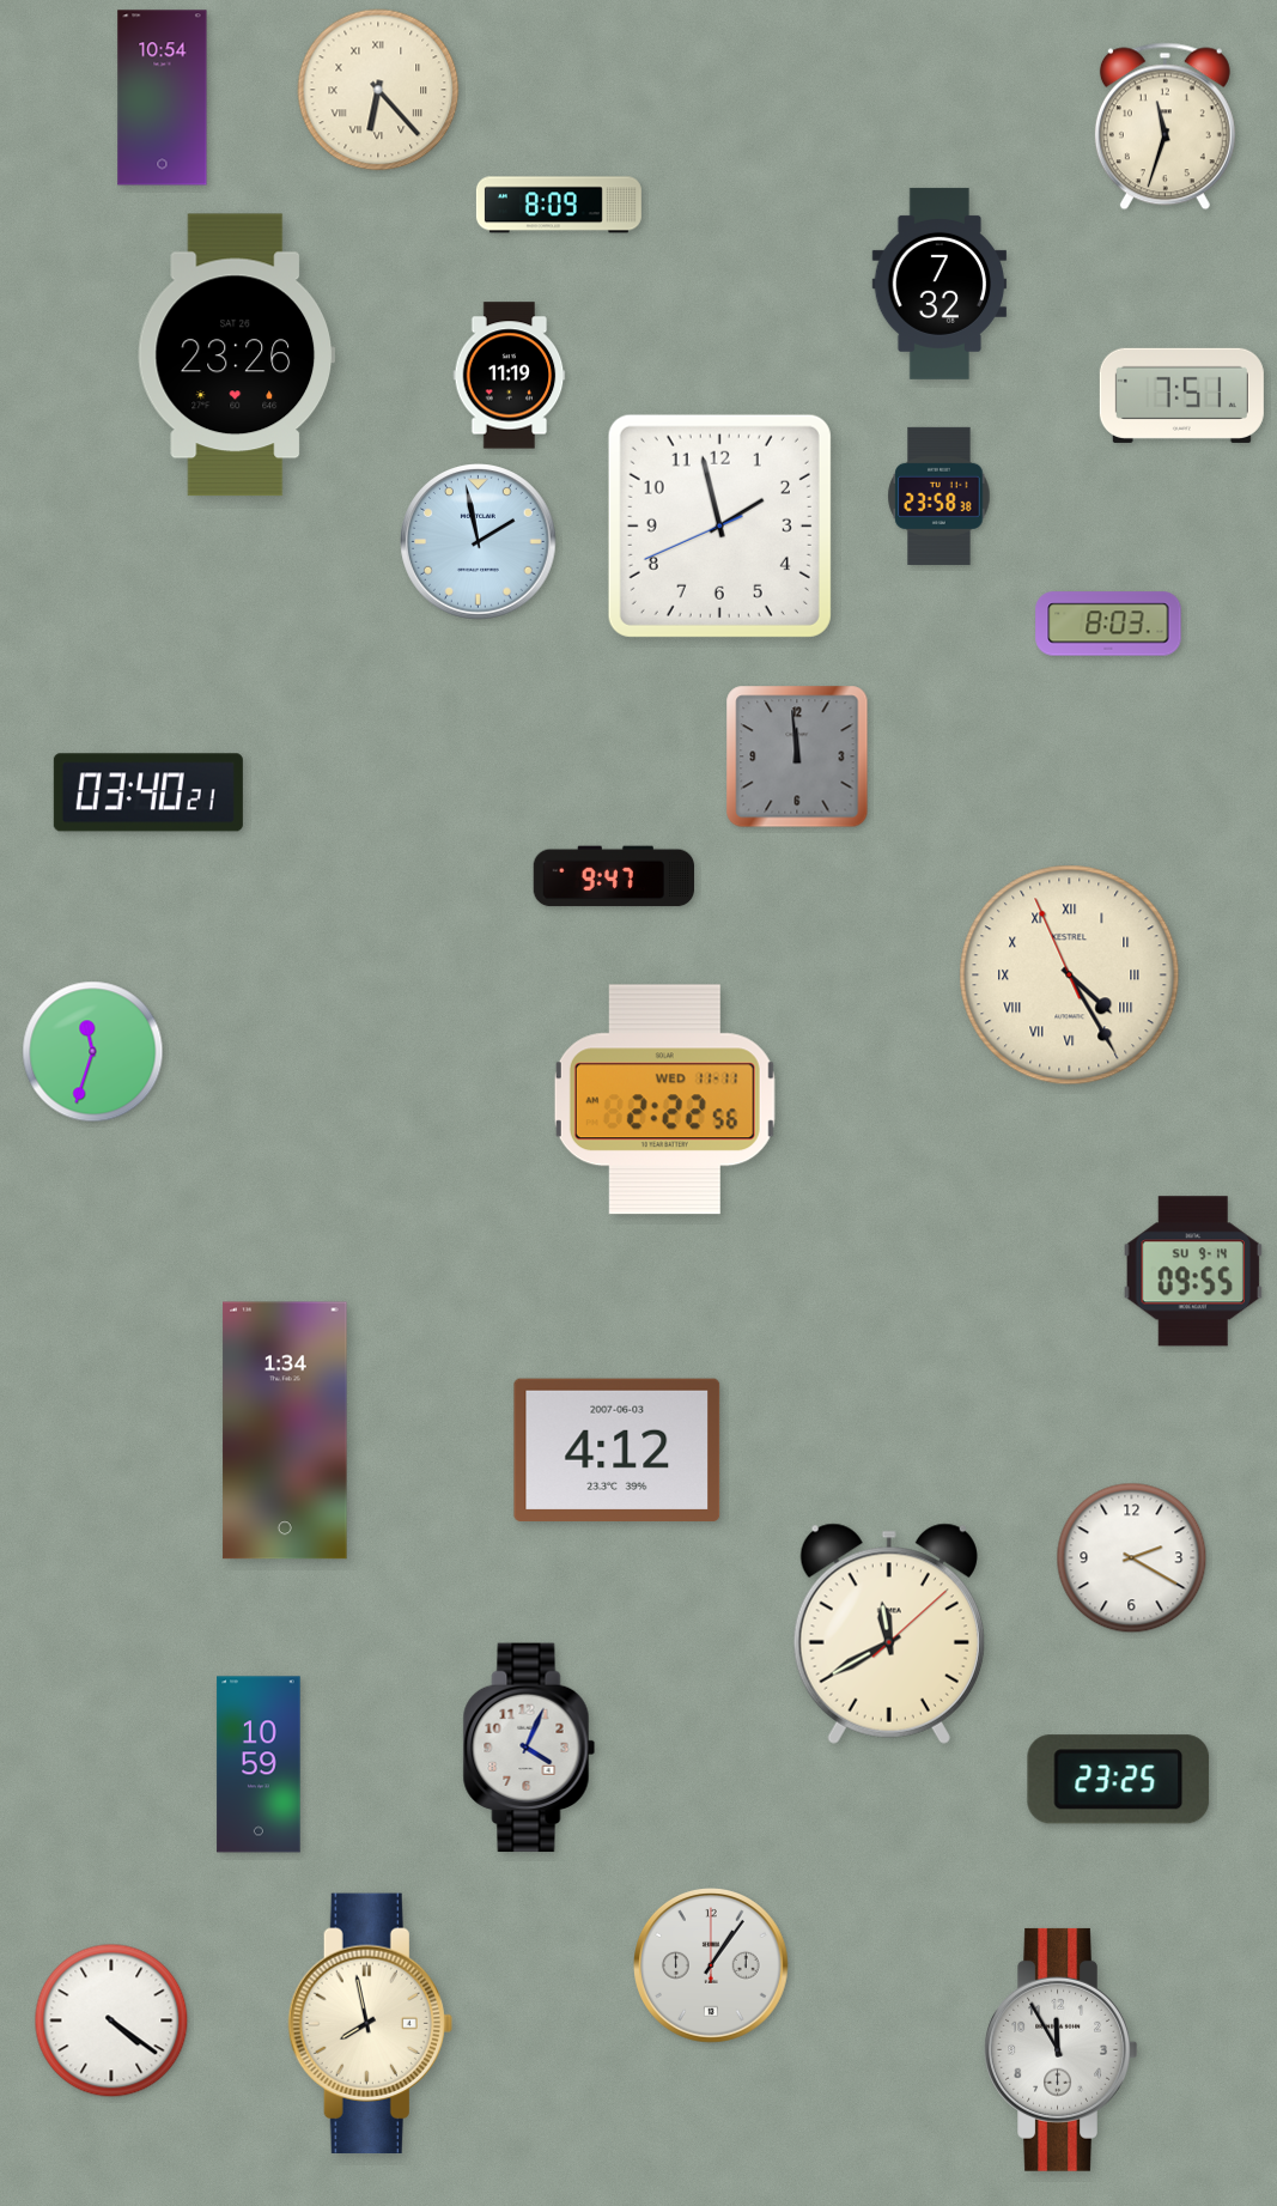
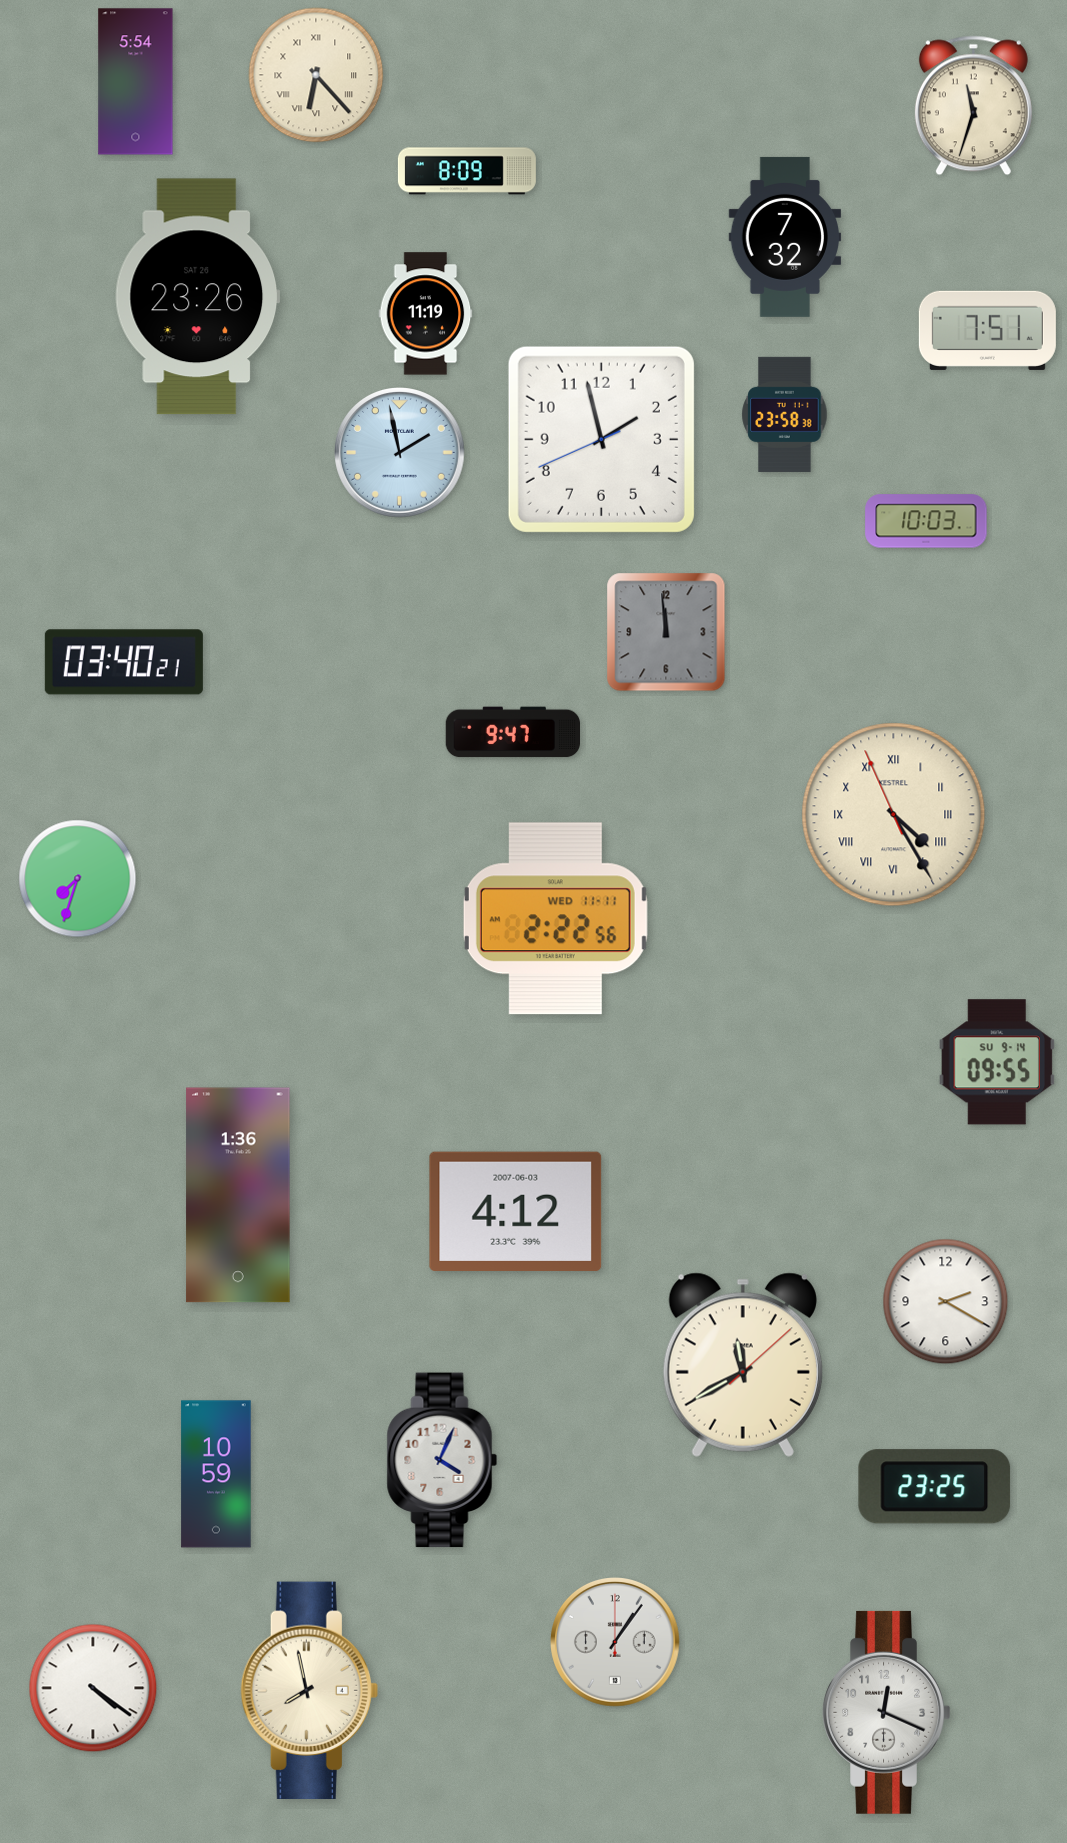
clock at (163, 98): 10:54 -> 5:54
clock at (1108, 624): 8:03 -> 10:03
clock at (93, 1052): 11:33 -> 7:33
clock at (285, 1430): 1:34 -> 1:36
clock at (712, 1967) position: (712, 1967) -> (616, 1643)
clock at (1062, 2049): 11:55 -> 12:19
